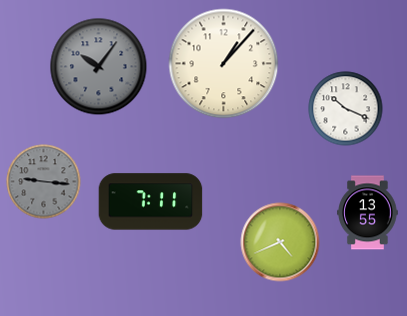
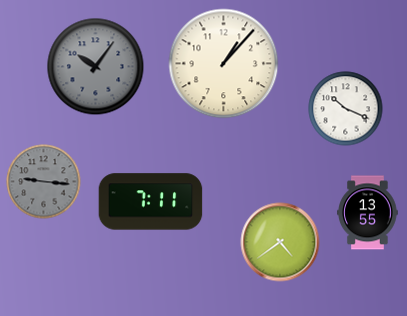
clock at (99, 67) position: (99, 67) -> (96, 67)
clock at (280, 242): 4:41 -> 4:39
